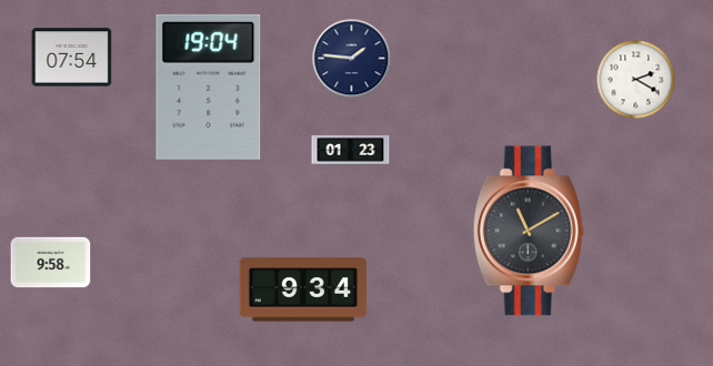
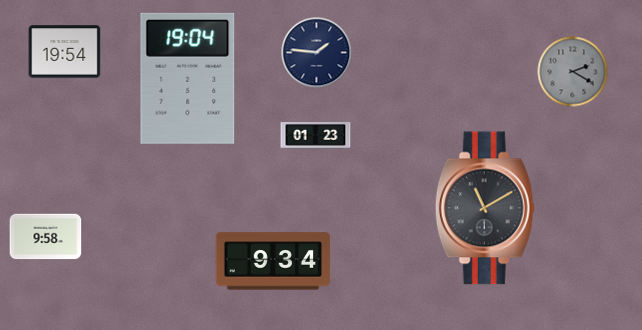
clock at (72, 58): 07:54 -> 19:54
clock at (636, 80) dial: white -> grey
clock at (529, 231) position: (529, 231) -> (485, 208)
